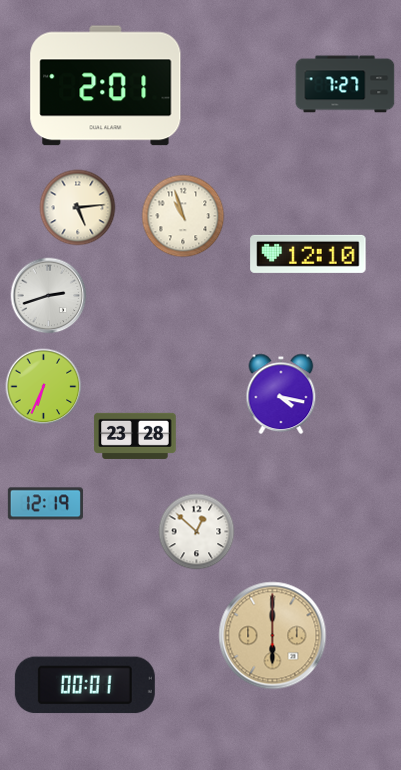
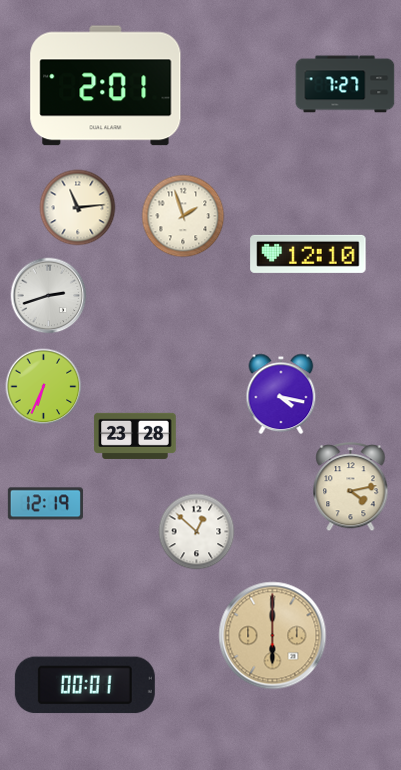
clock at (78, 208): 5:14 -> 11:14
clock at (183, 216): 10:57 -> 1:57
clock at (351, 487): none -> 4:13
